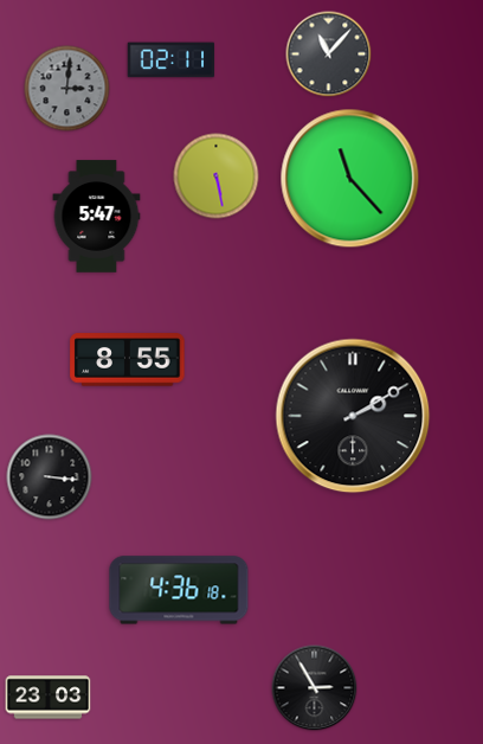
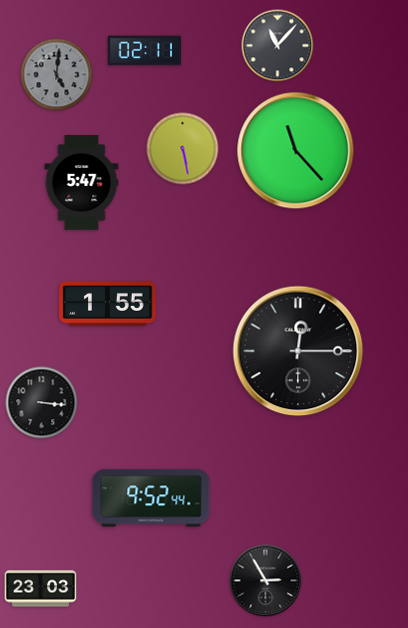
clock at (67, 89): 3:01 -> 5:01
clock at (128, 360): 8:55 -> 1:55
clock at (353, 416): 2:10 -> 12:15
clock at (179, 590): 4:36 -> 9:52
